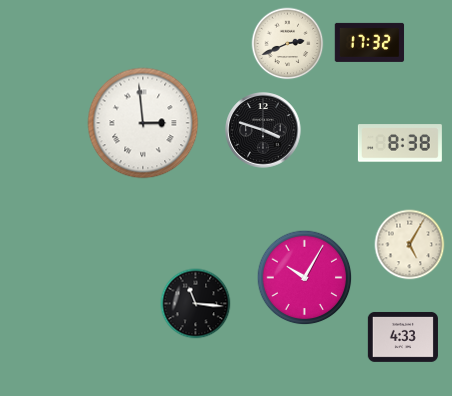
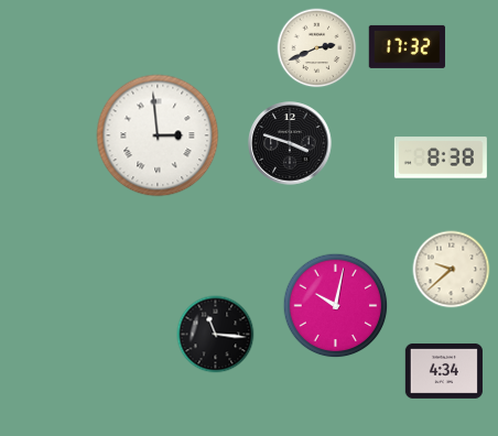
clock at (410, 245): 5:05 -> 9:38
clock at (305, 278): 10:05 -> 10:02
clock at (403, 337): 4:33 -> 4:34
